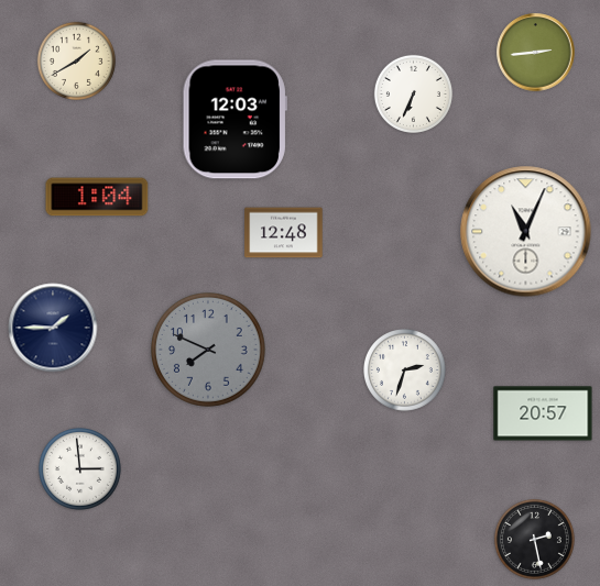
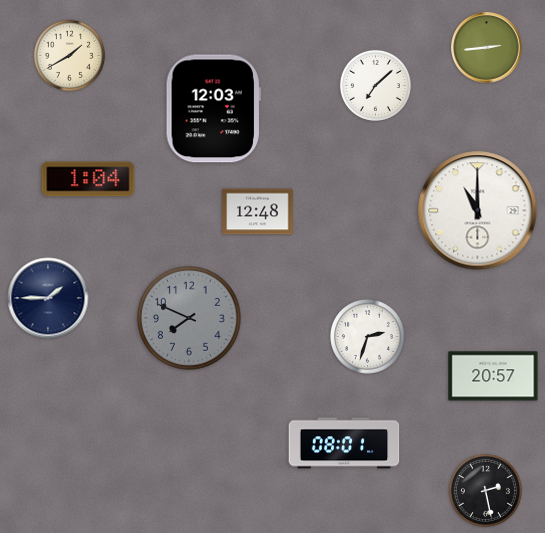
clock at (413, 93): 6:34 -> 7:08
clock at (526, 232): 11:04 -> 11:00
clock at (80, 469): 2:59 -> none
clock at (344, 443): none -> 08:01
